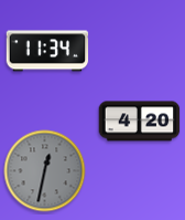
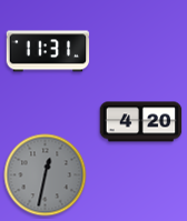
clock at (47, 51): 11:34 -> 11:31
clock at (45, 171) position: (45, 171) -> (46, 175)
